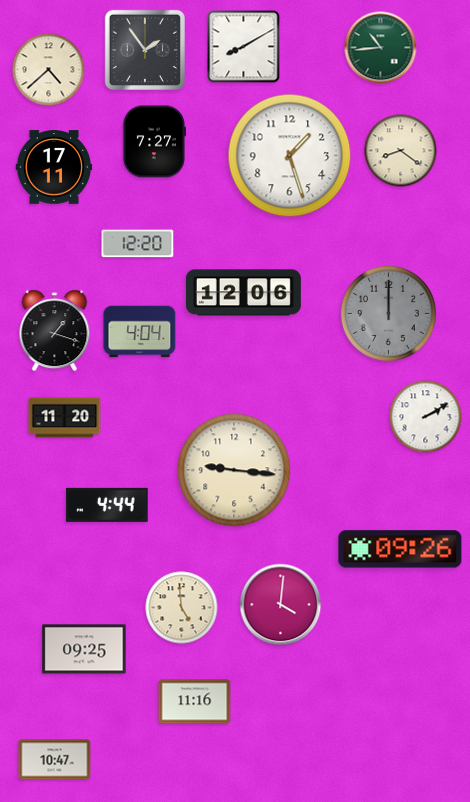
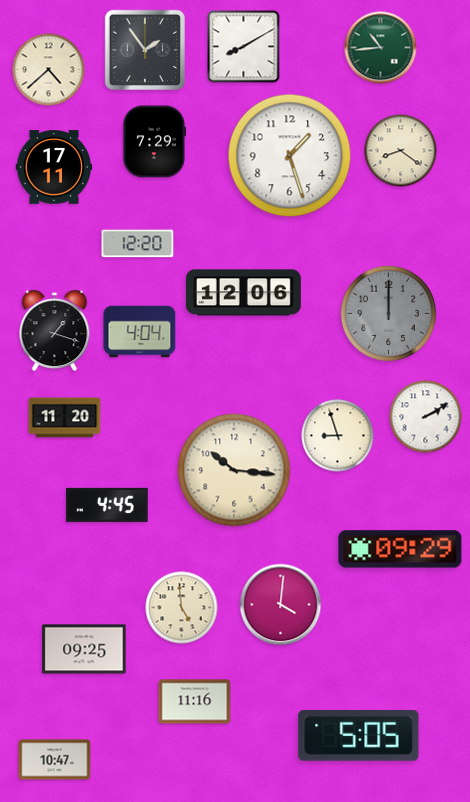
clock at (153, 142): 7:27 -> 7:29
clock at (338, 436): none -> 8:57
clock at (234, 470): 9:16 -> 10:16
clock at (107, 505): 4:44 -> 4:45
clock at (400, 549): 09:26 -> 09:29
clock at (359, 736): none -> 5:05
